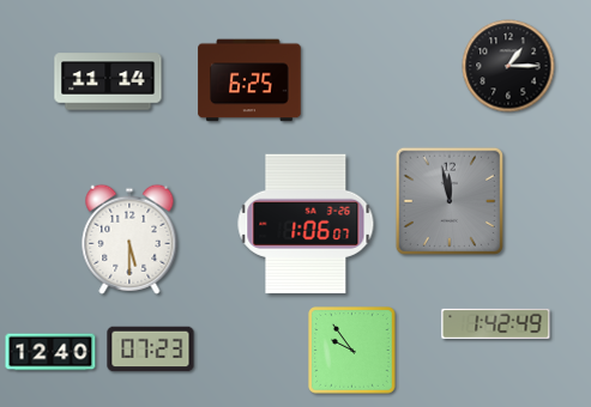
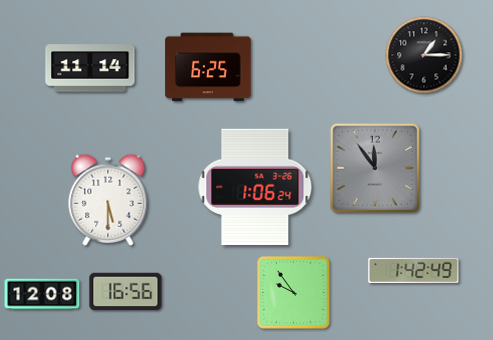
clock at (450, 201): 11:58 -> 11:54
clock at (306, 224): 1:06:07 -> 1:06:24
clock at (151, 350): 07:23 -> 16:56
clock at (50, 352): 12:40 -> 12:08
